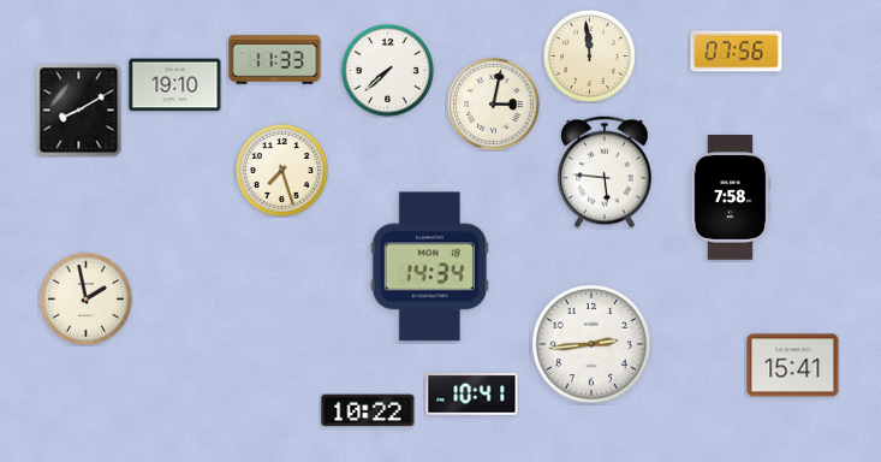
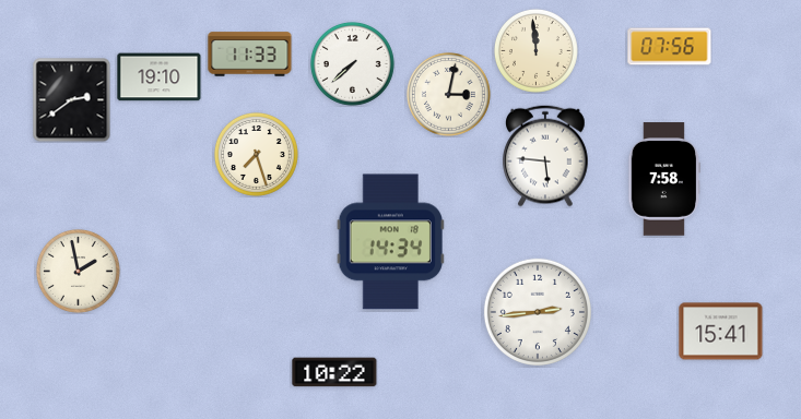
clock at (79, 109): 8:10 -> 2:39
clock at (605, 172) position: (605, 172) -> (545, 156)
clock at (472, 395): 10:41 -> none
